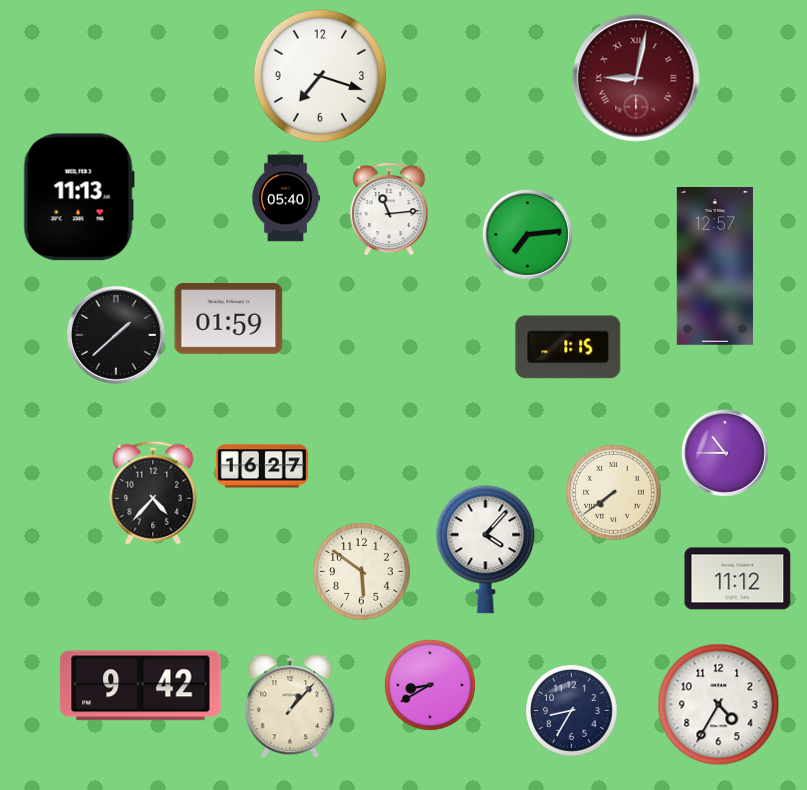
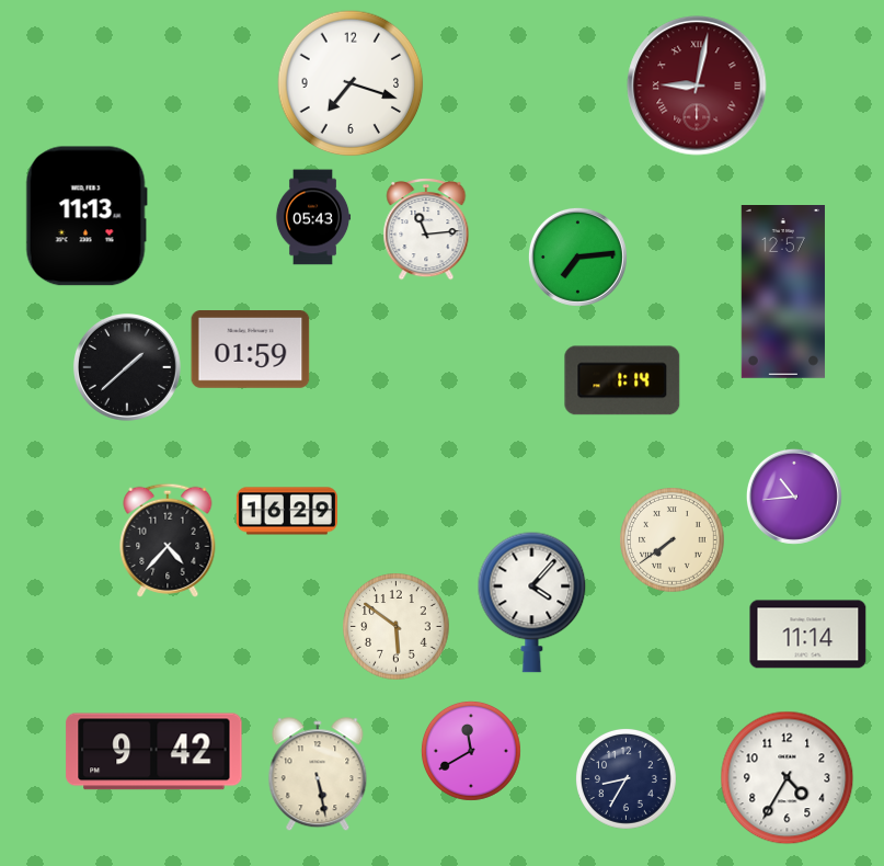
clock at (286, 198): 05:40 -> 05:43
clock at (568, 347): 1:15 -> 1:14
clock at (725, 453): 10:45 -> 10:44
clock at (262, 466): 16:27 -> 16:29
clock at (738, 579): 11:12 -> 11:14
clock at (430, 685): 8:40 -> 11:40
clock at (719, 705) position: (719, 705) -> (788, 778)
clock at (290, 707): 1:07 -> 5:28
